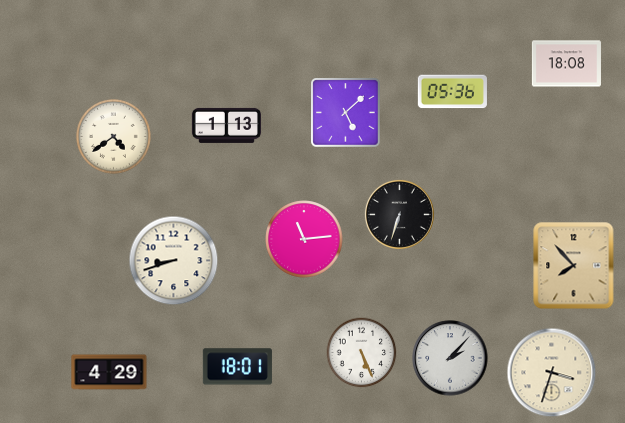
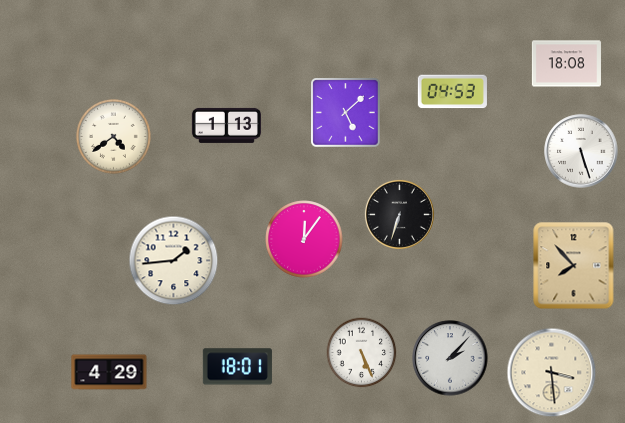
clock at (452, 92): 05:36 -> 04:53
clock at (581, 151): none -> 5:27
clock at (304, 239): 11:14 -> 12:06
clock at (174, 261): 8:42 -> 1:44
clock at (552, 373): 3:33 -> 3:29
